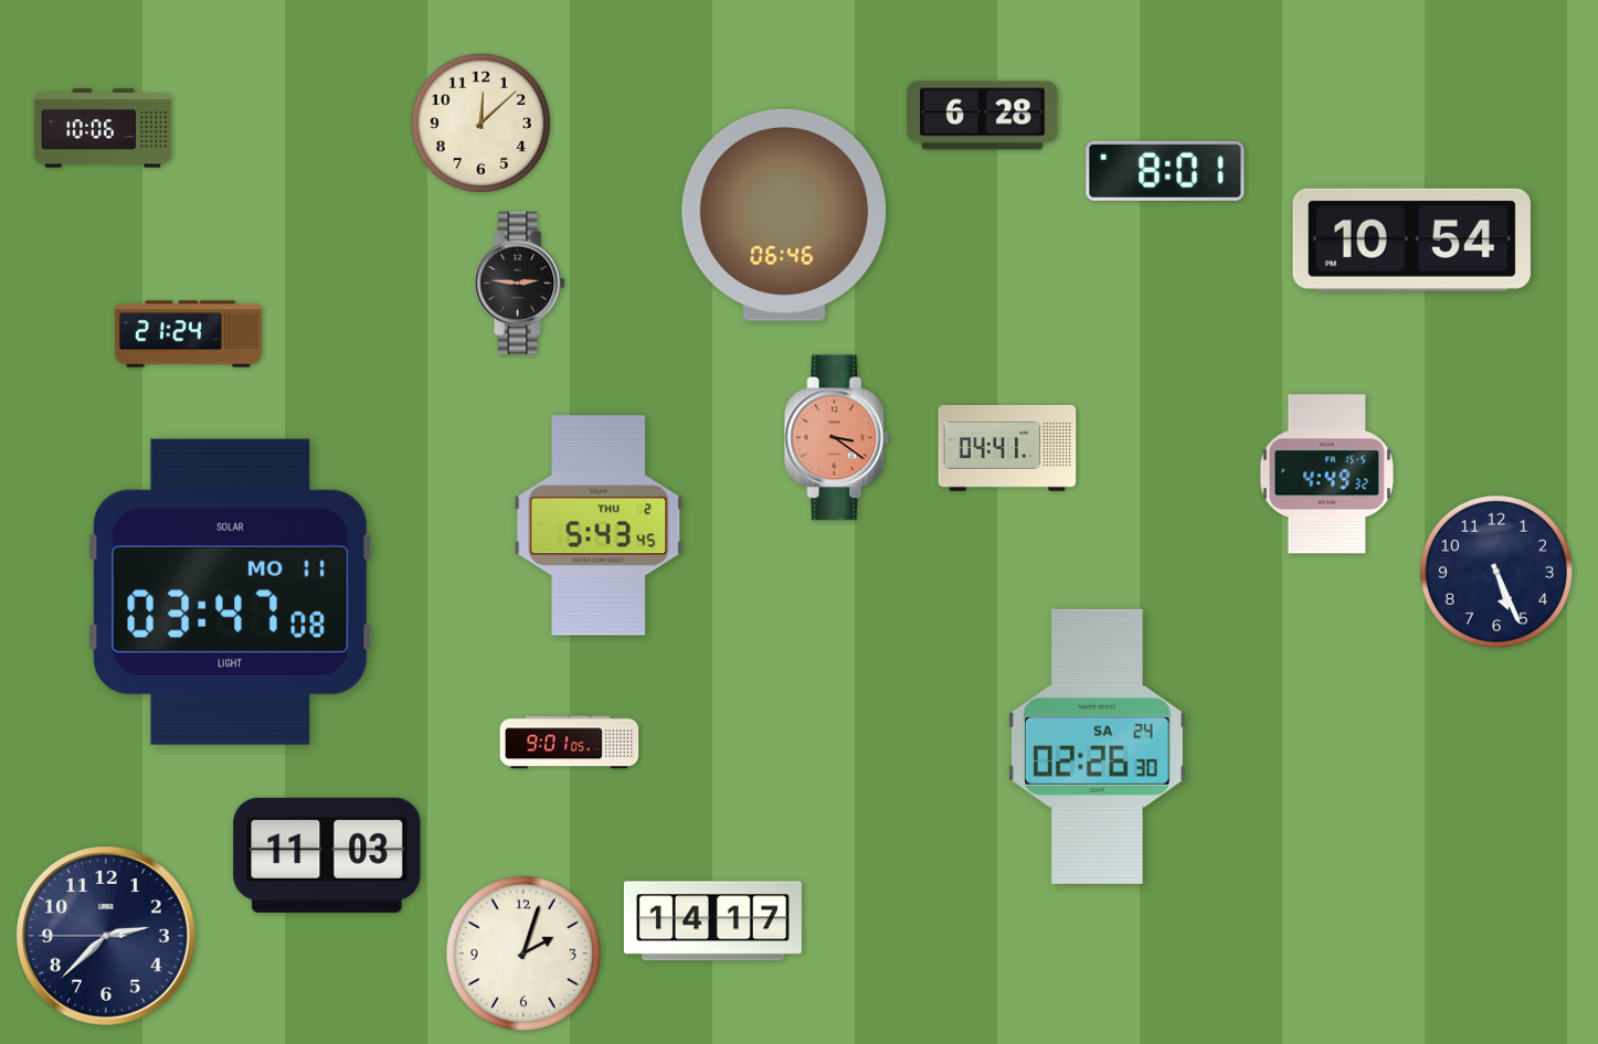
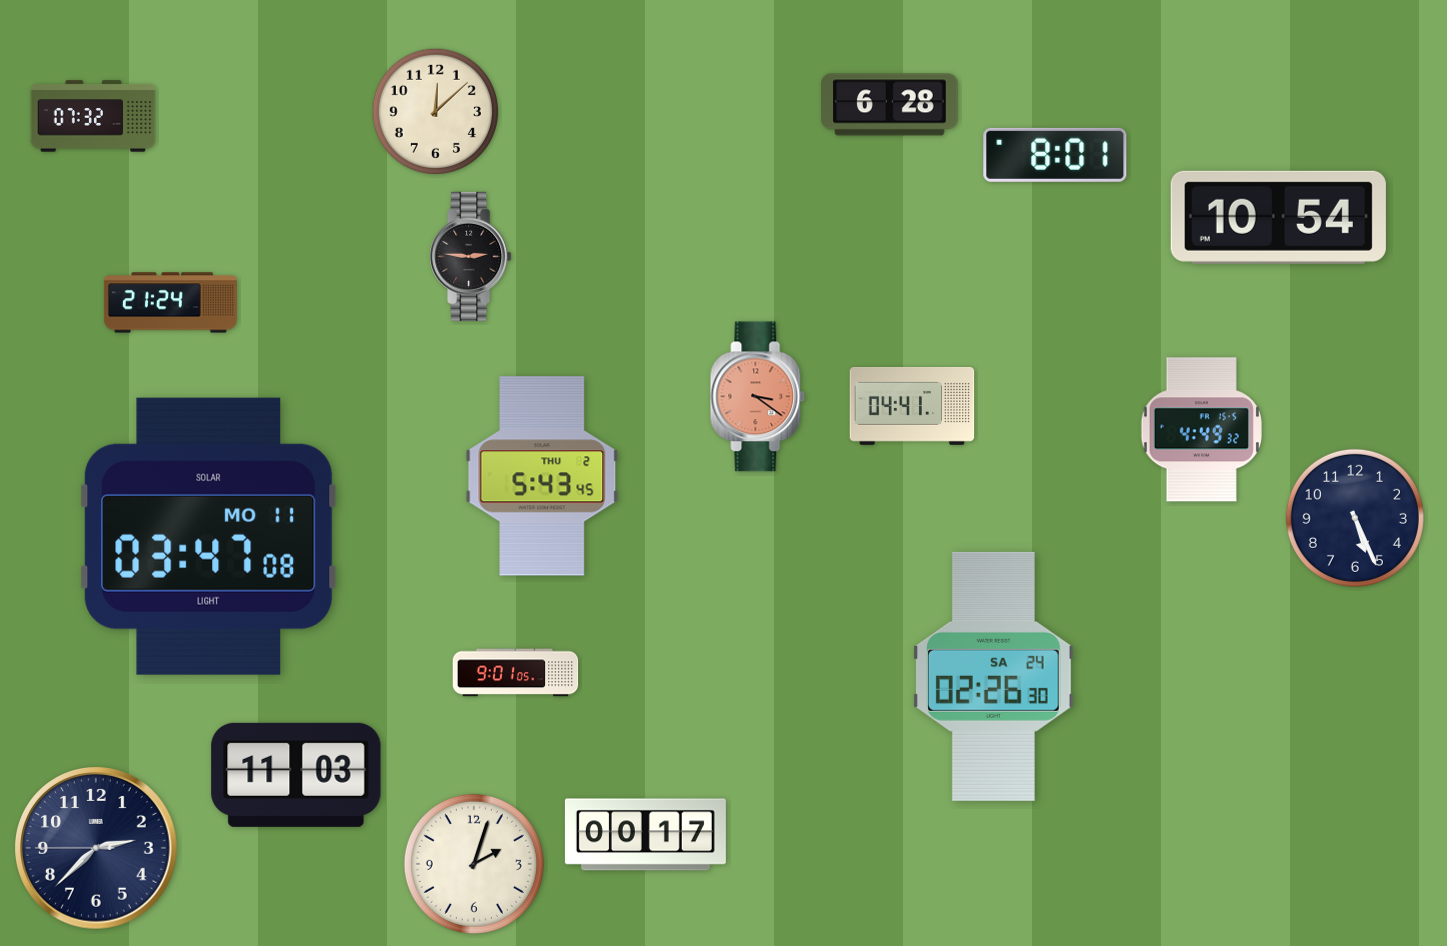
clock at (103, 128): 10:06 -> 07:32
clock at (784, 215): 06:46 -> none
clock at (712, 922): 14:17 -> 00:17
